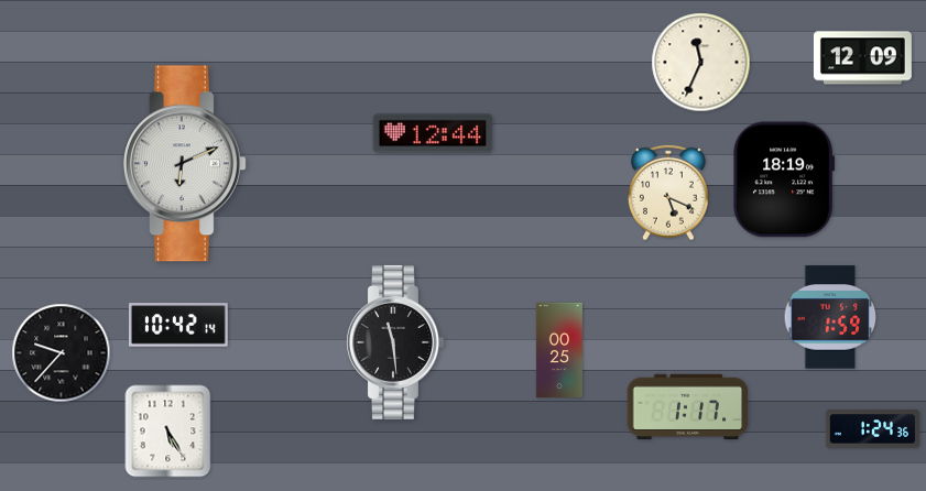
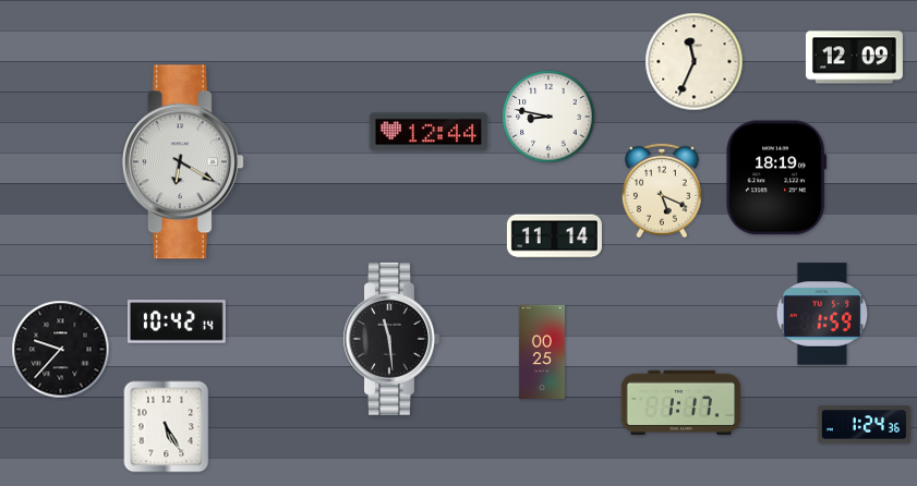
clock at (548, 117): none -> 8:47
clock at (184, 164): 6:11 -> 6:20
clock at (554, 236): none -> 11:14
clock at (559, 349) position: (559, 349) -> (542, 351)
